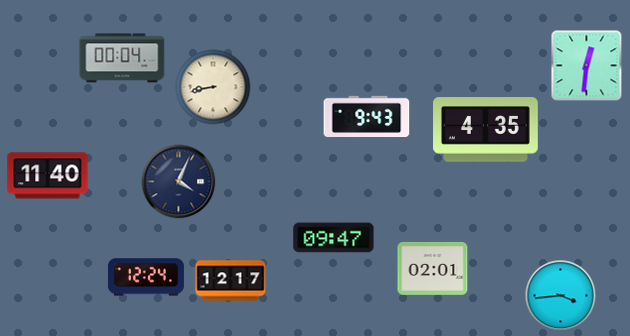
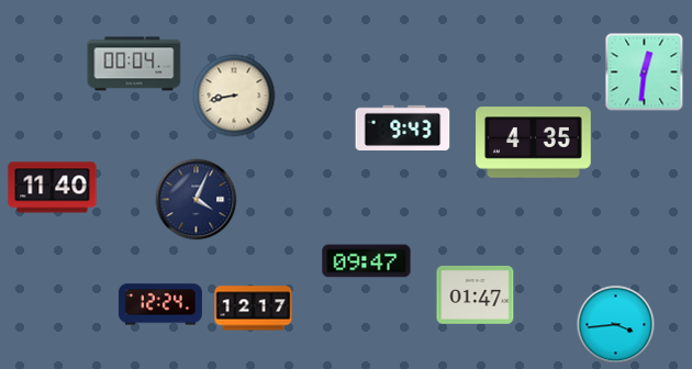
clock at (48, 176) position: (48, 176) -> (53, 188)
clock at (433, 268): 02:01 -> 01:47
